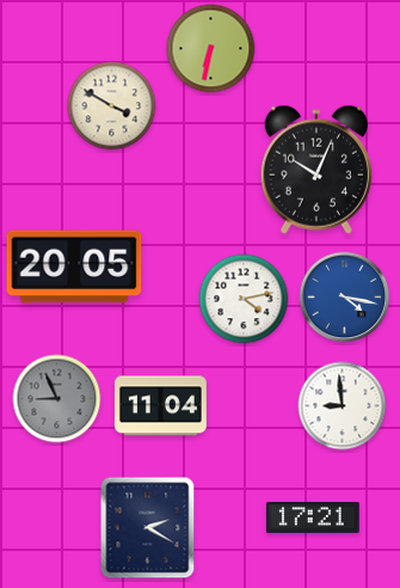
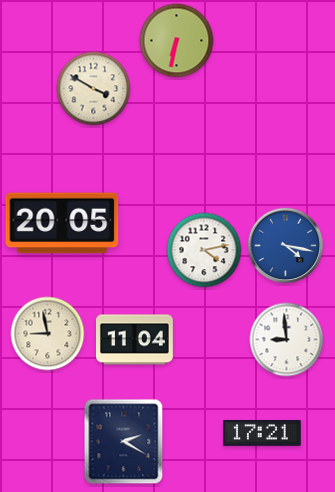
clock at (316, 170): 10:04 -> none
clock at (345, 298) position: (345, 298) -> (286, 246)
clock at (57, 399): 8:56 -> 8:58
clock at (57, 399) dial: grey -> cream
